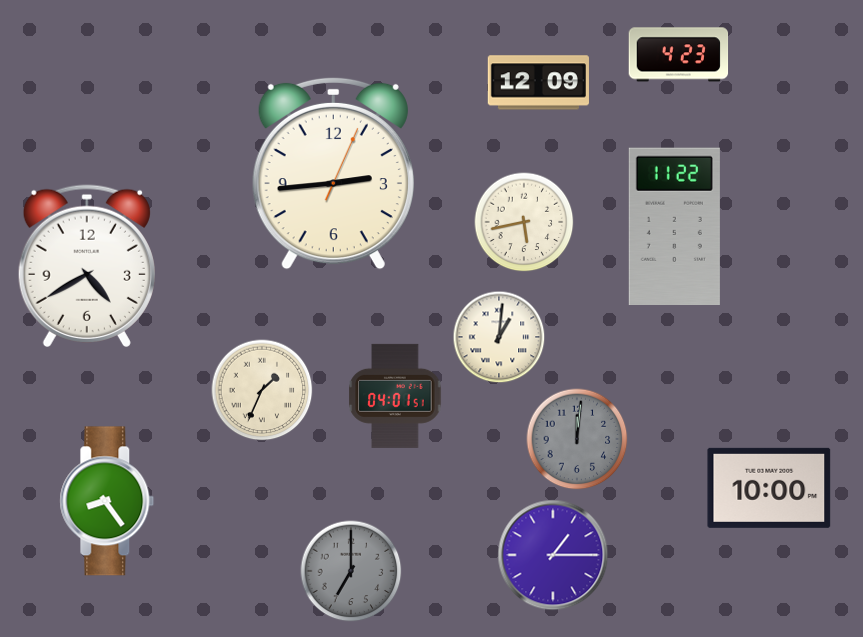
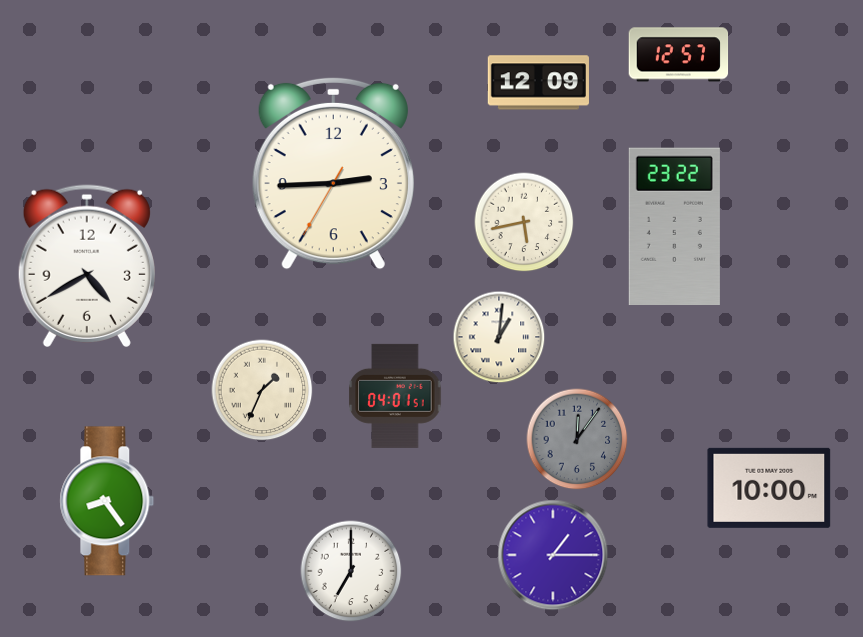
clock at (679, 55): 4:23 -> 12:57
clock at (333, 173): 2:44:04 -> 2:44:35
clock at (674, 227): 11:22 -> 23:22
clock at (577, 439): 12:01 -> 12:06
clock at (351, 571) dial: grey -> white
